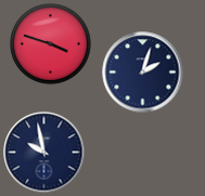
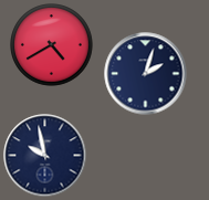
clock at (51, 44): 3:48 -> 4:40
